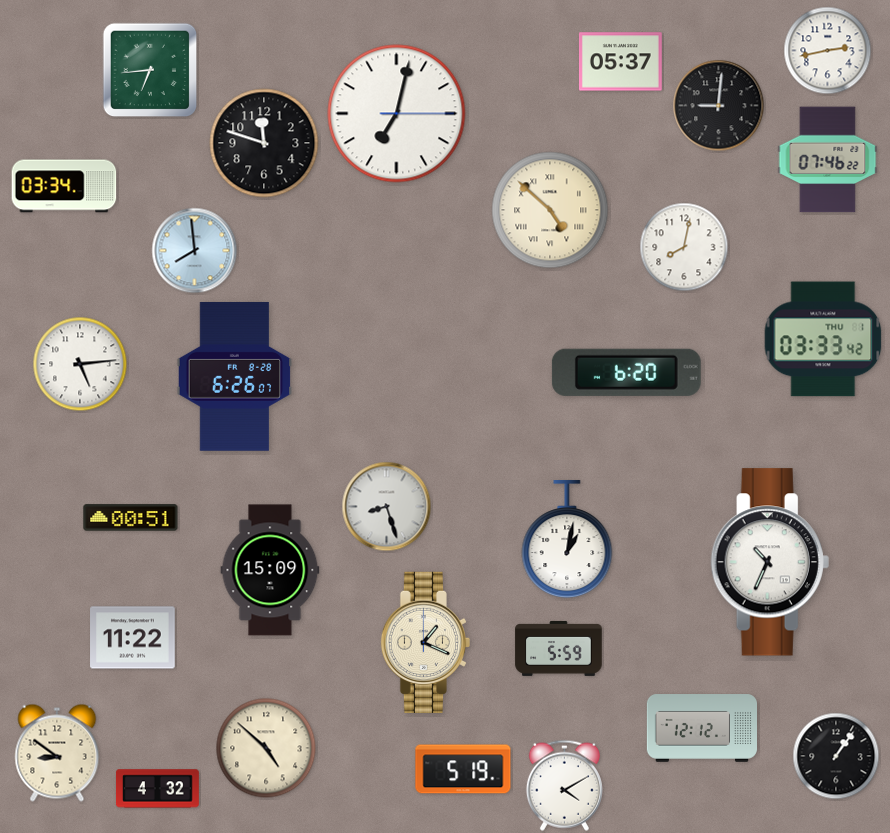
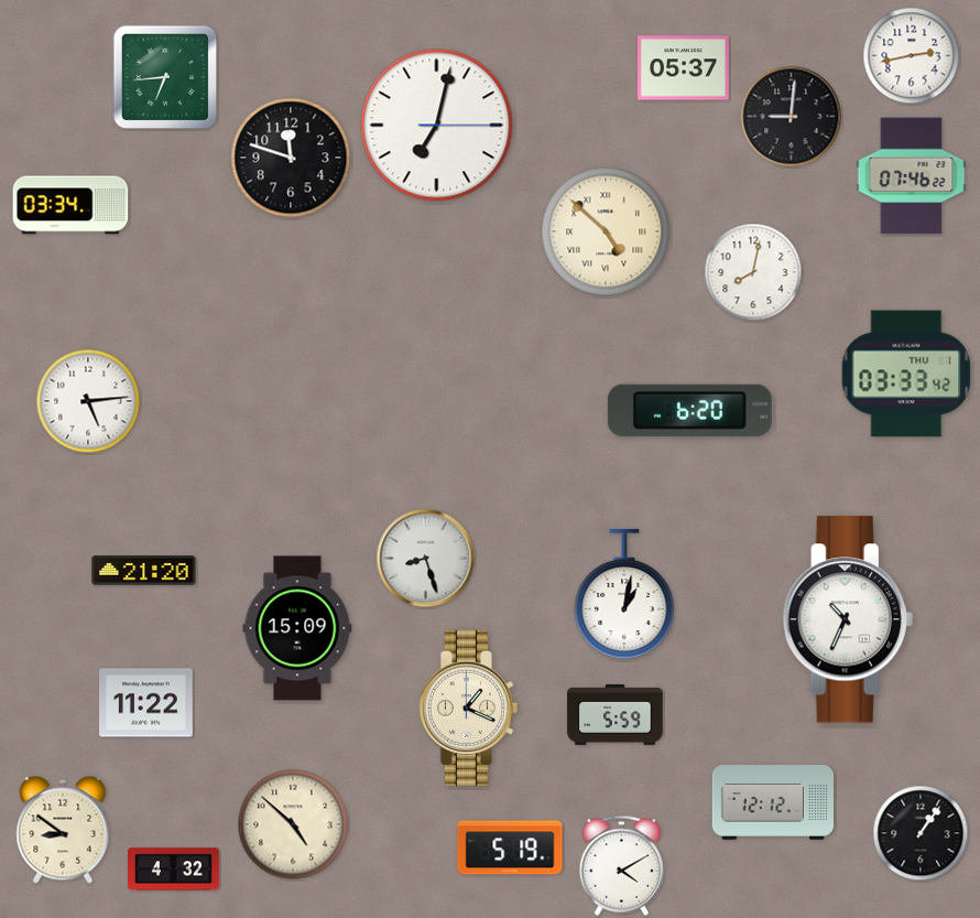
clock at (195, 251): 7:59 -> none
clock at (235, 376): 6:26 -> none
clock at (131, 518): 00:51 -> 21:20
